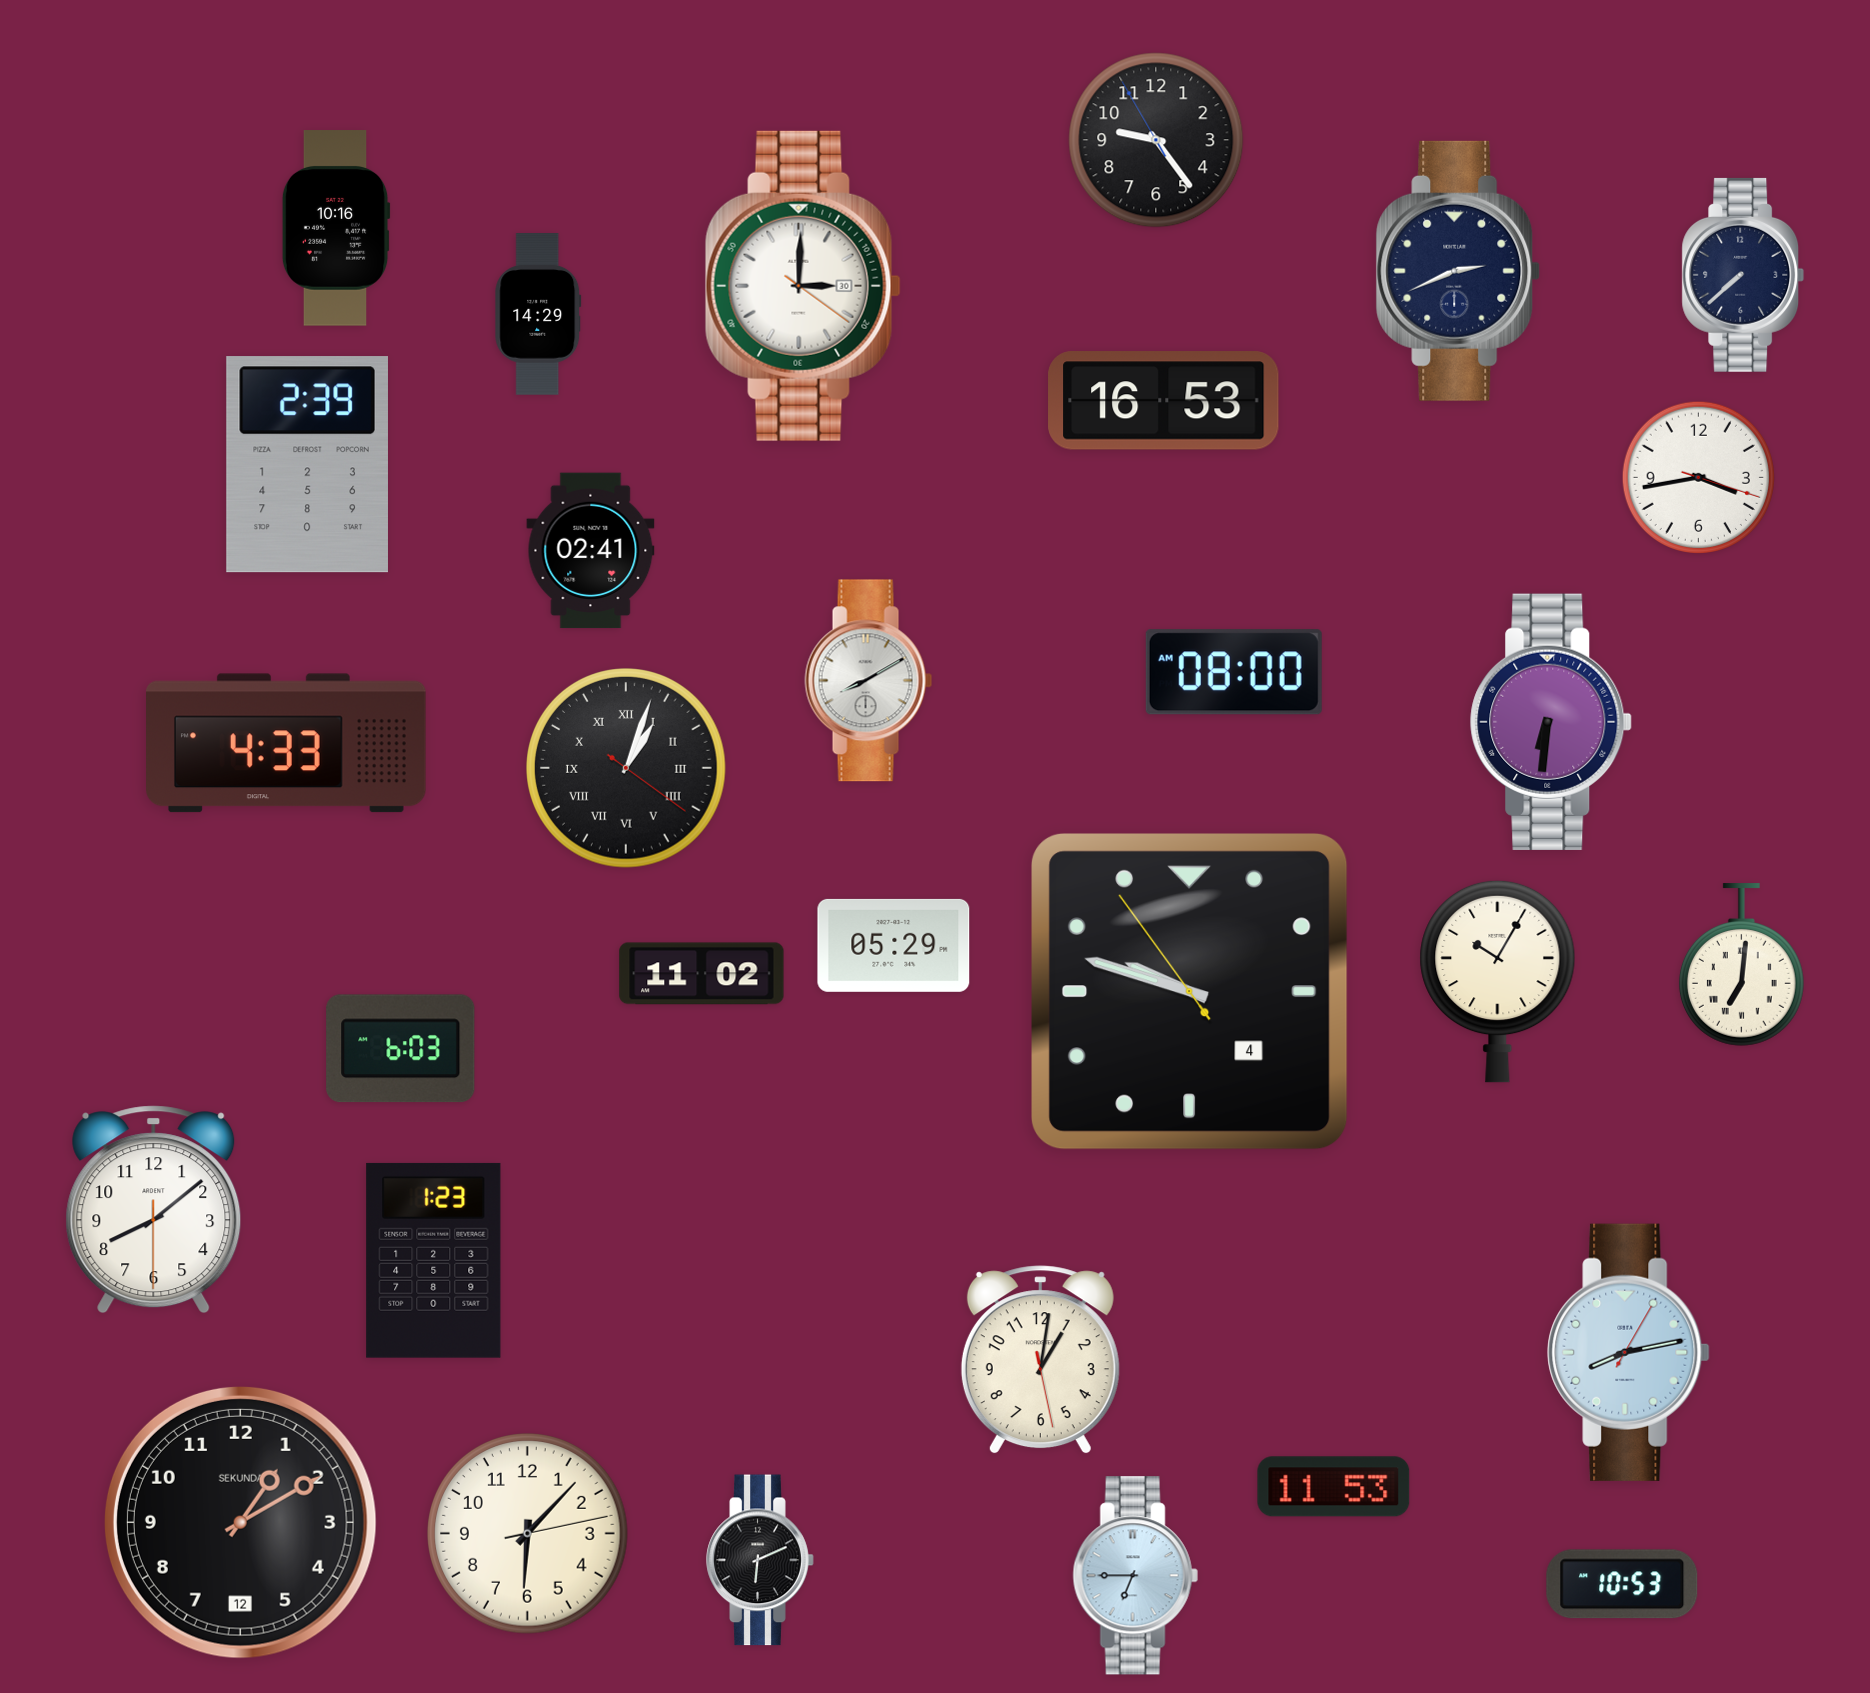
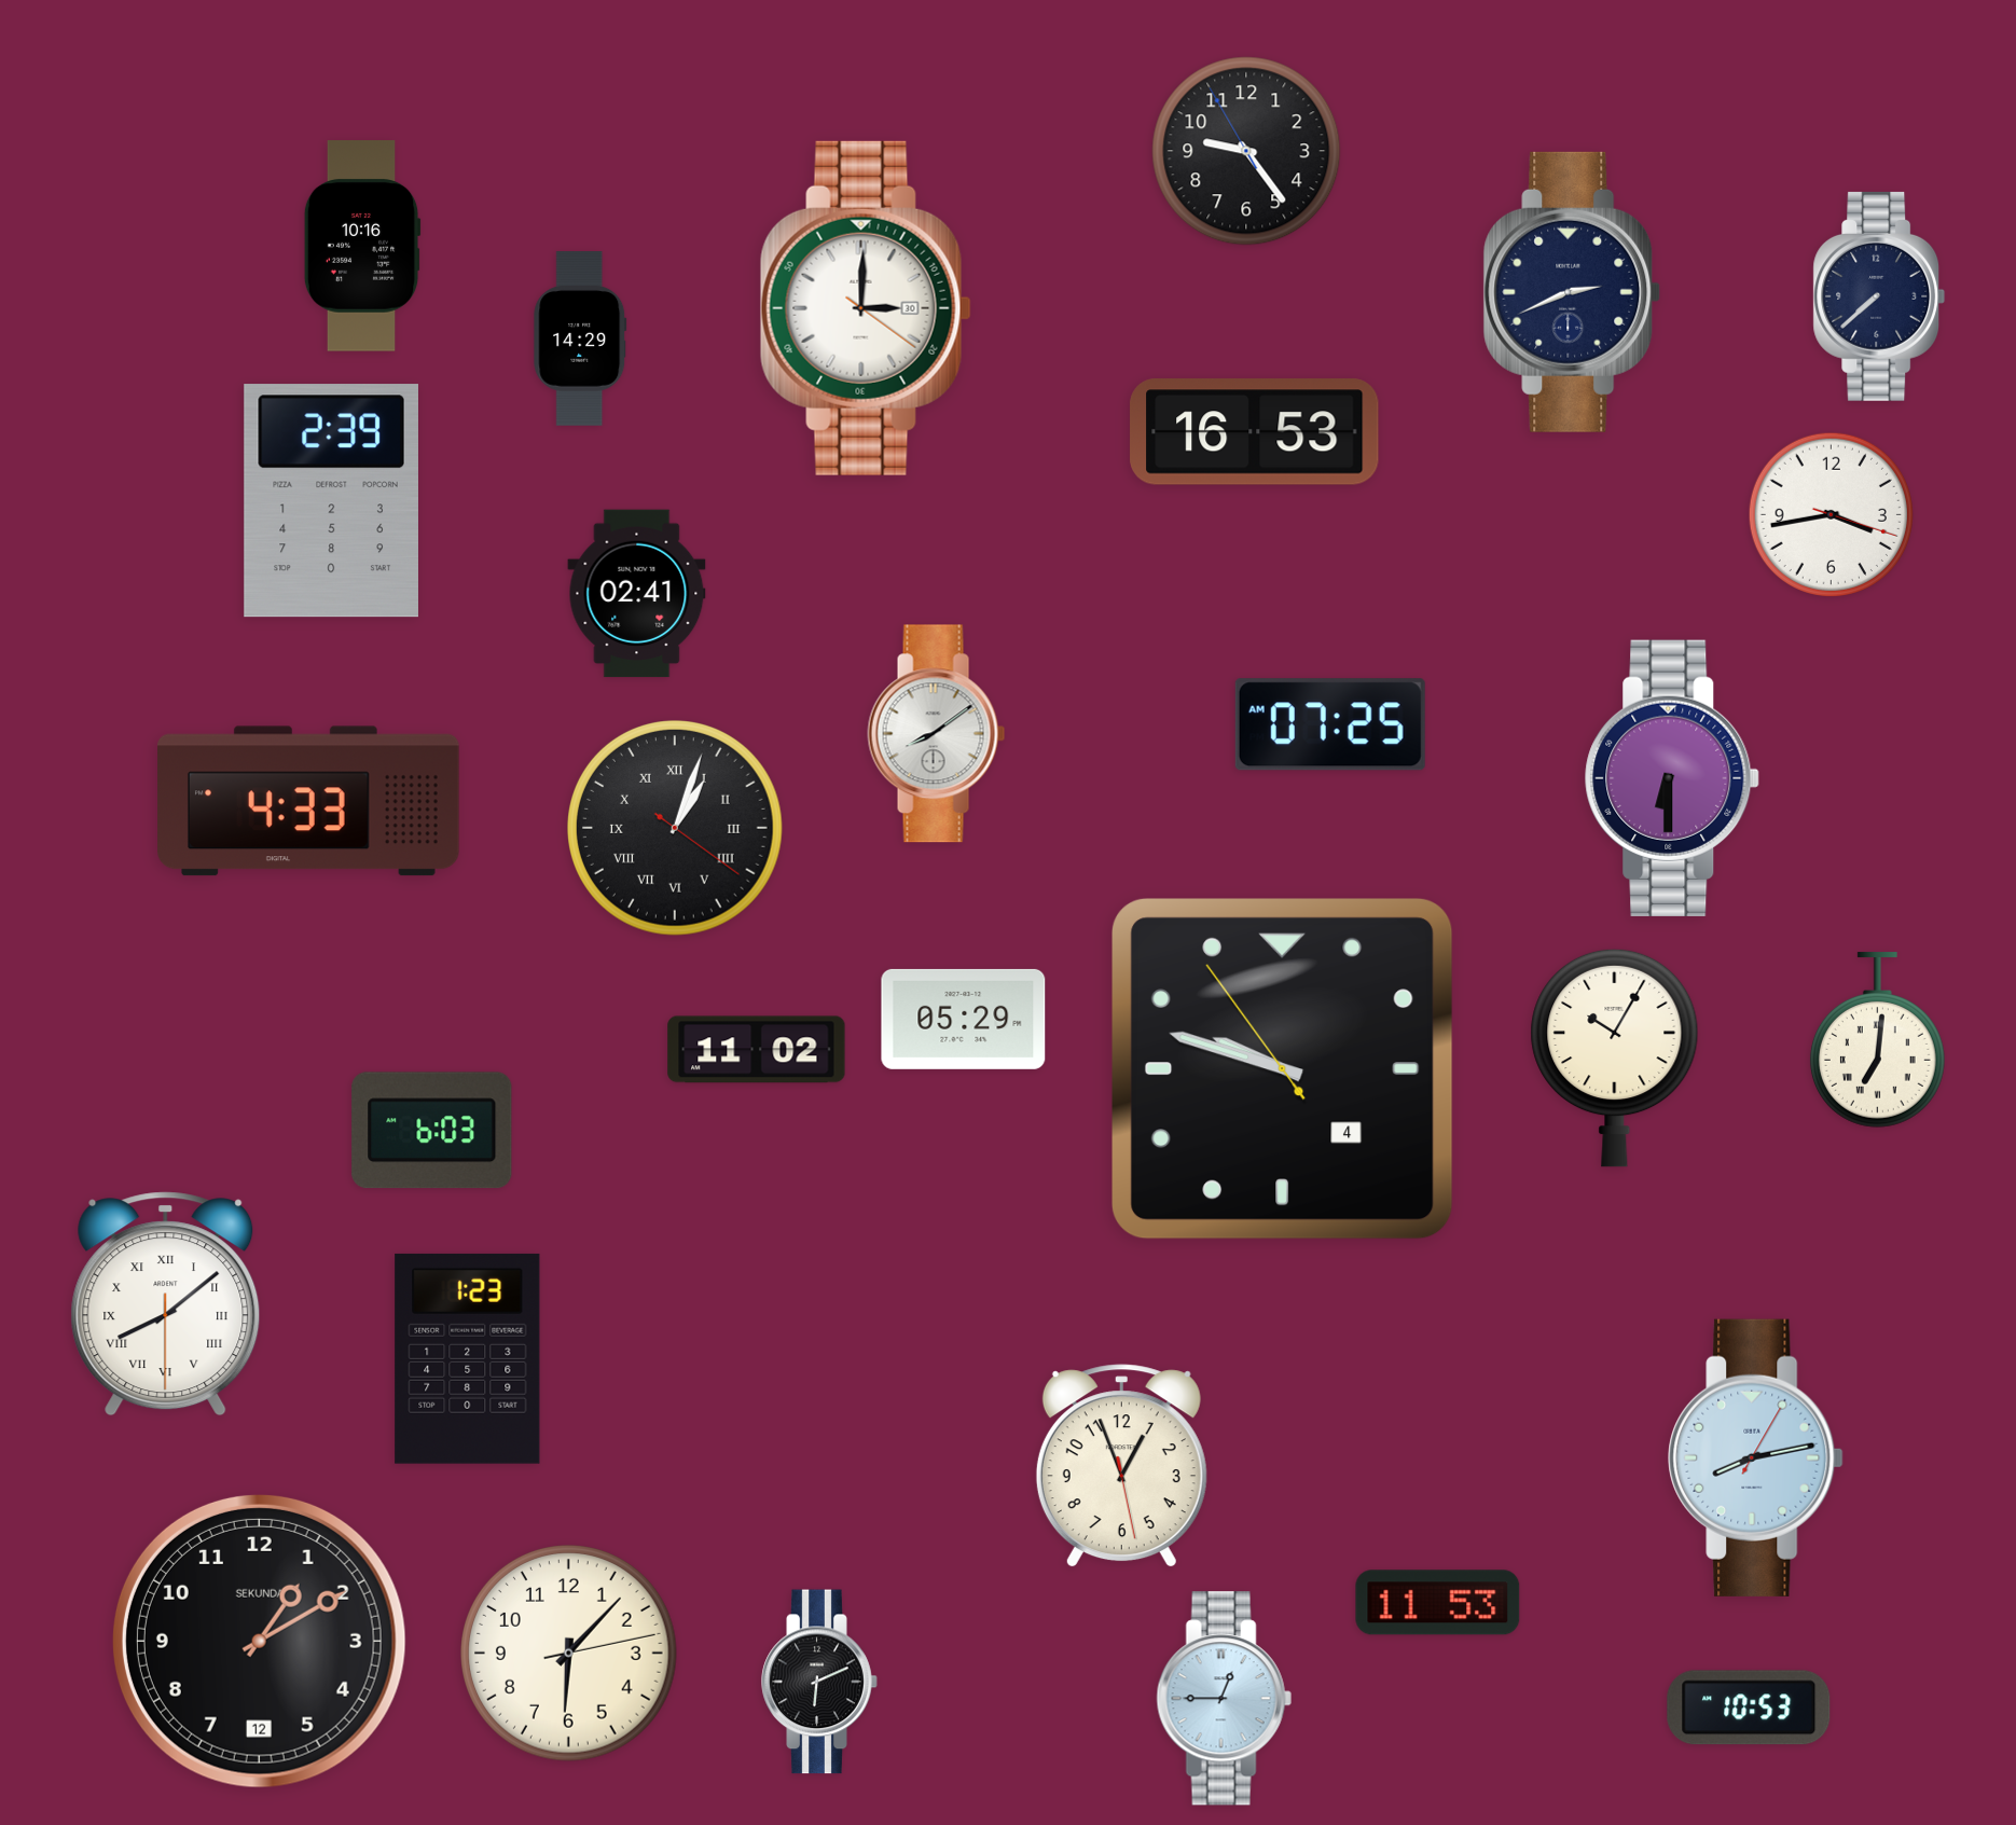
clock at (1234, 672): 08:00 -> 07:25
clock at (869, 681): 8:10 -> 8:09
clock at (1551, 722): 6:31 -> 6:30
clock at (154, 1210) numerals: Arabic -> Roman
clock at (1040, 1360): 1:01 -> 12:56
clock at (1135, 1576): 6:45 -> 12:45
